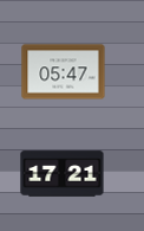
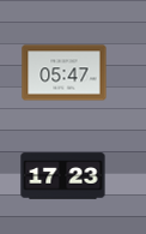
clock at (63, 174): 17:21 -> 17:23
